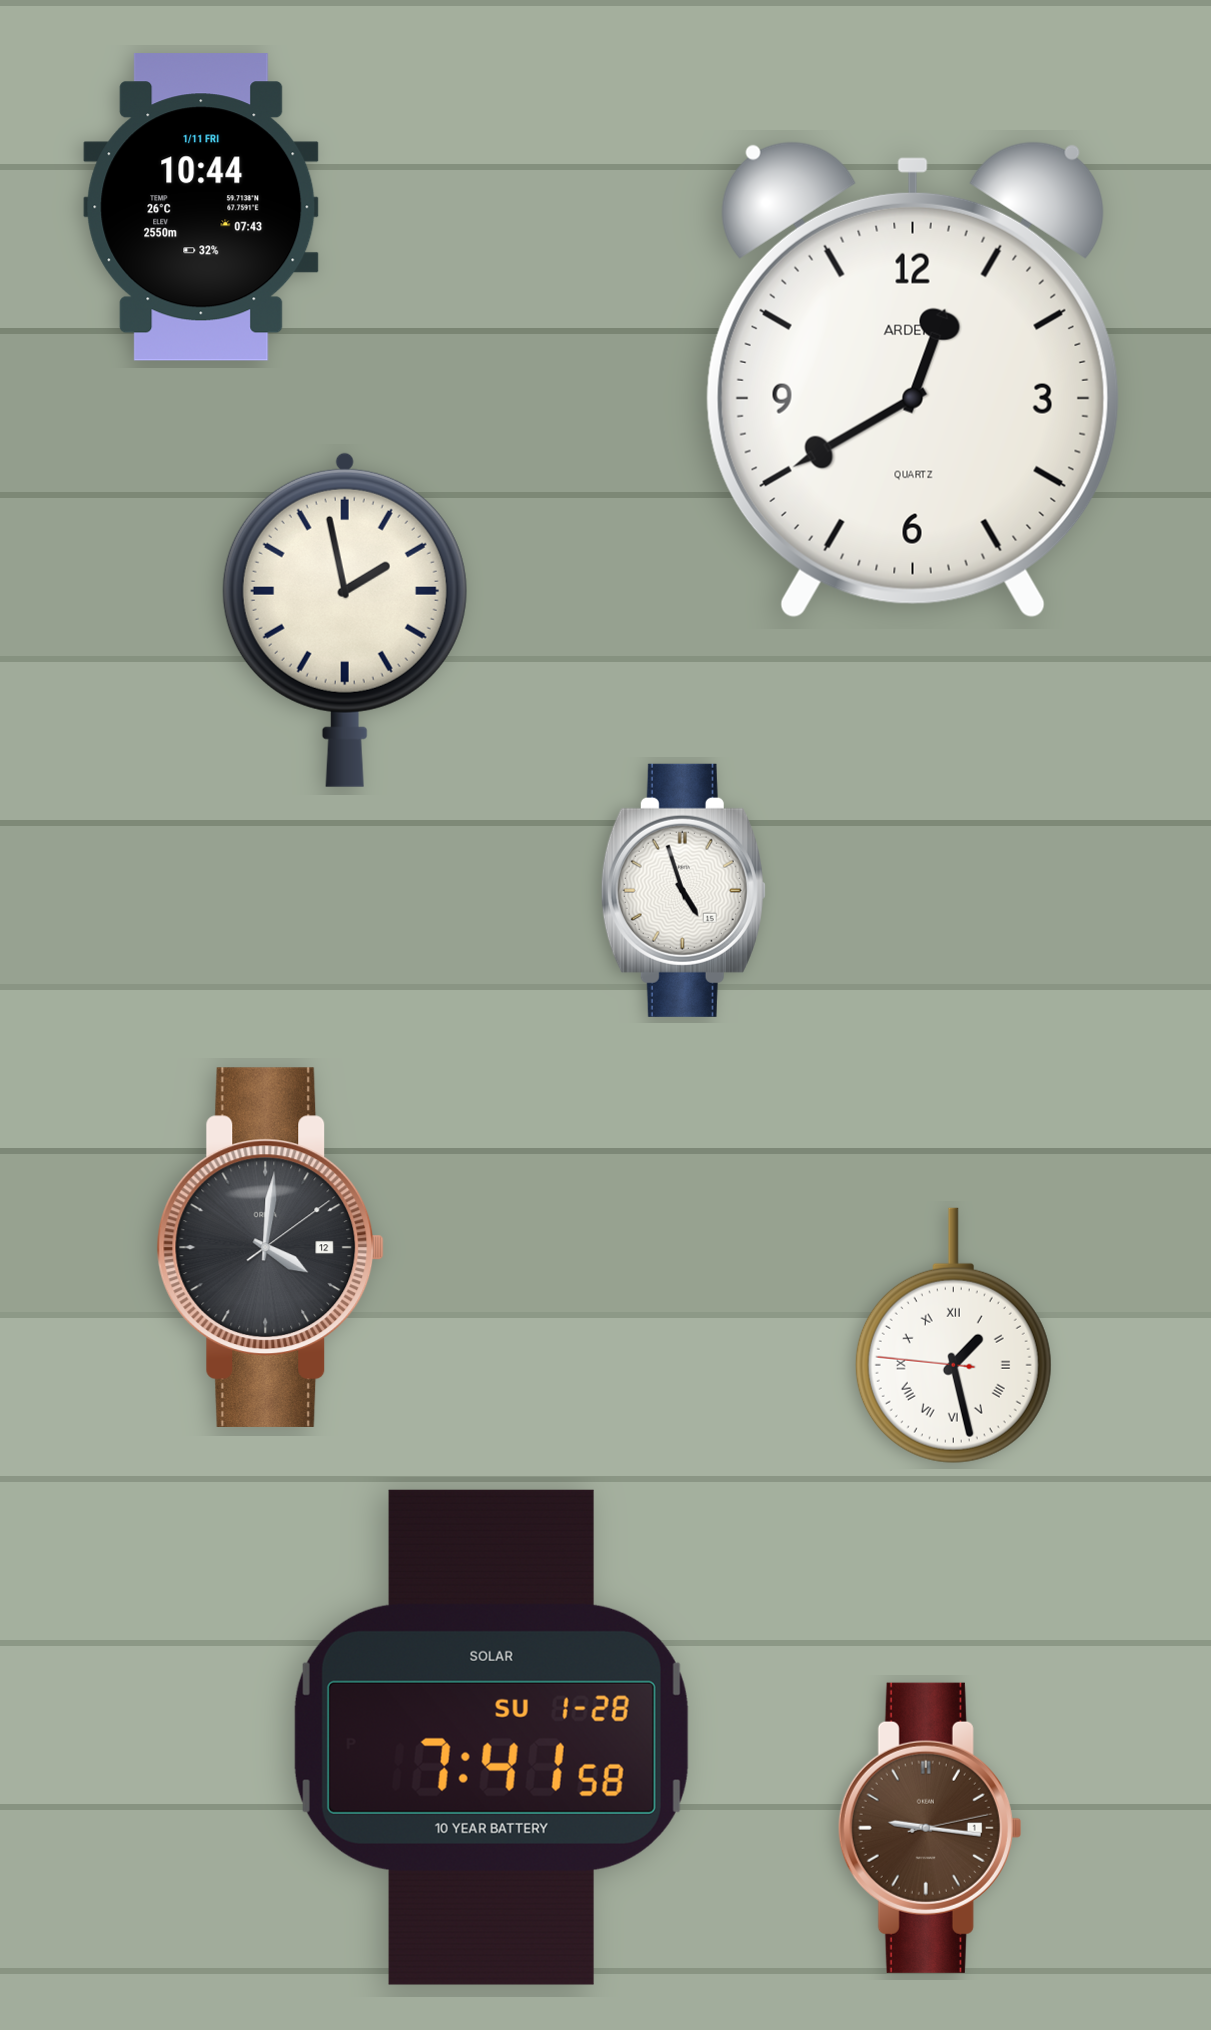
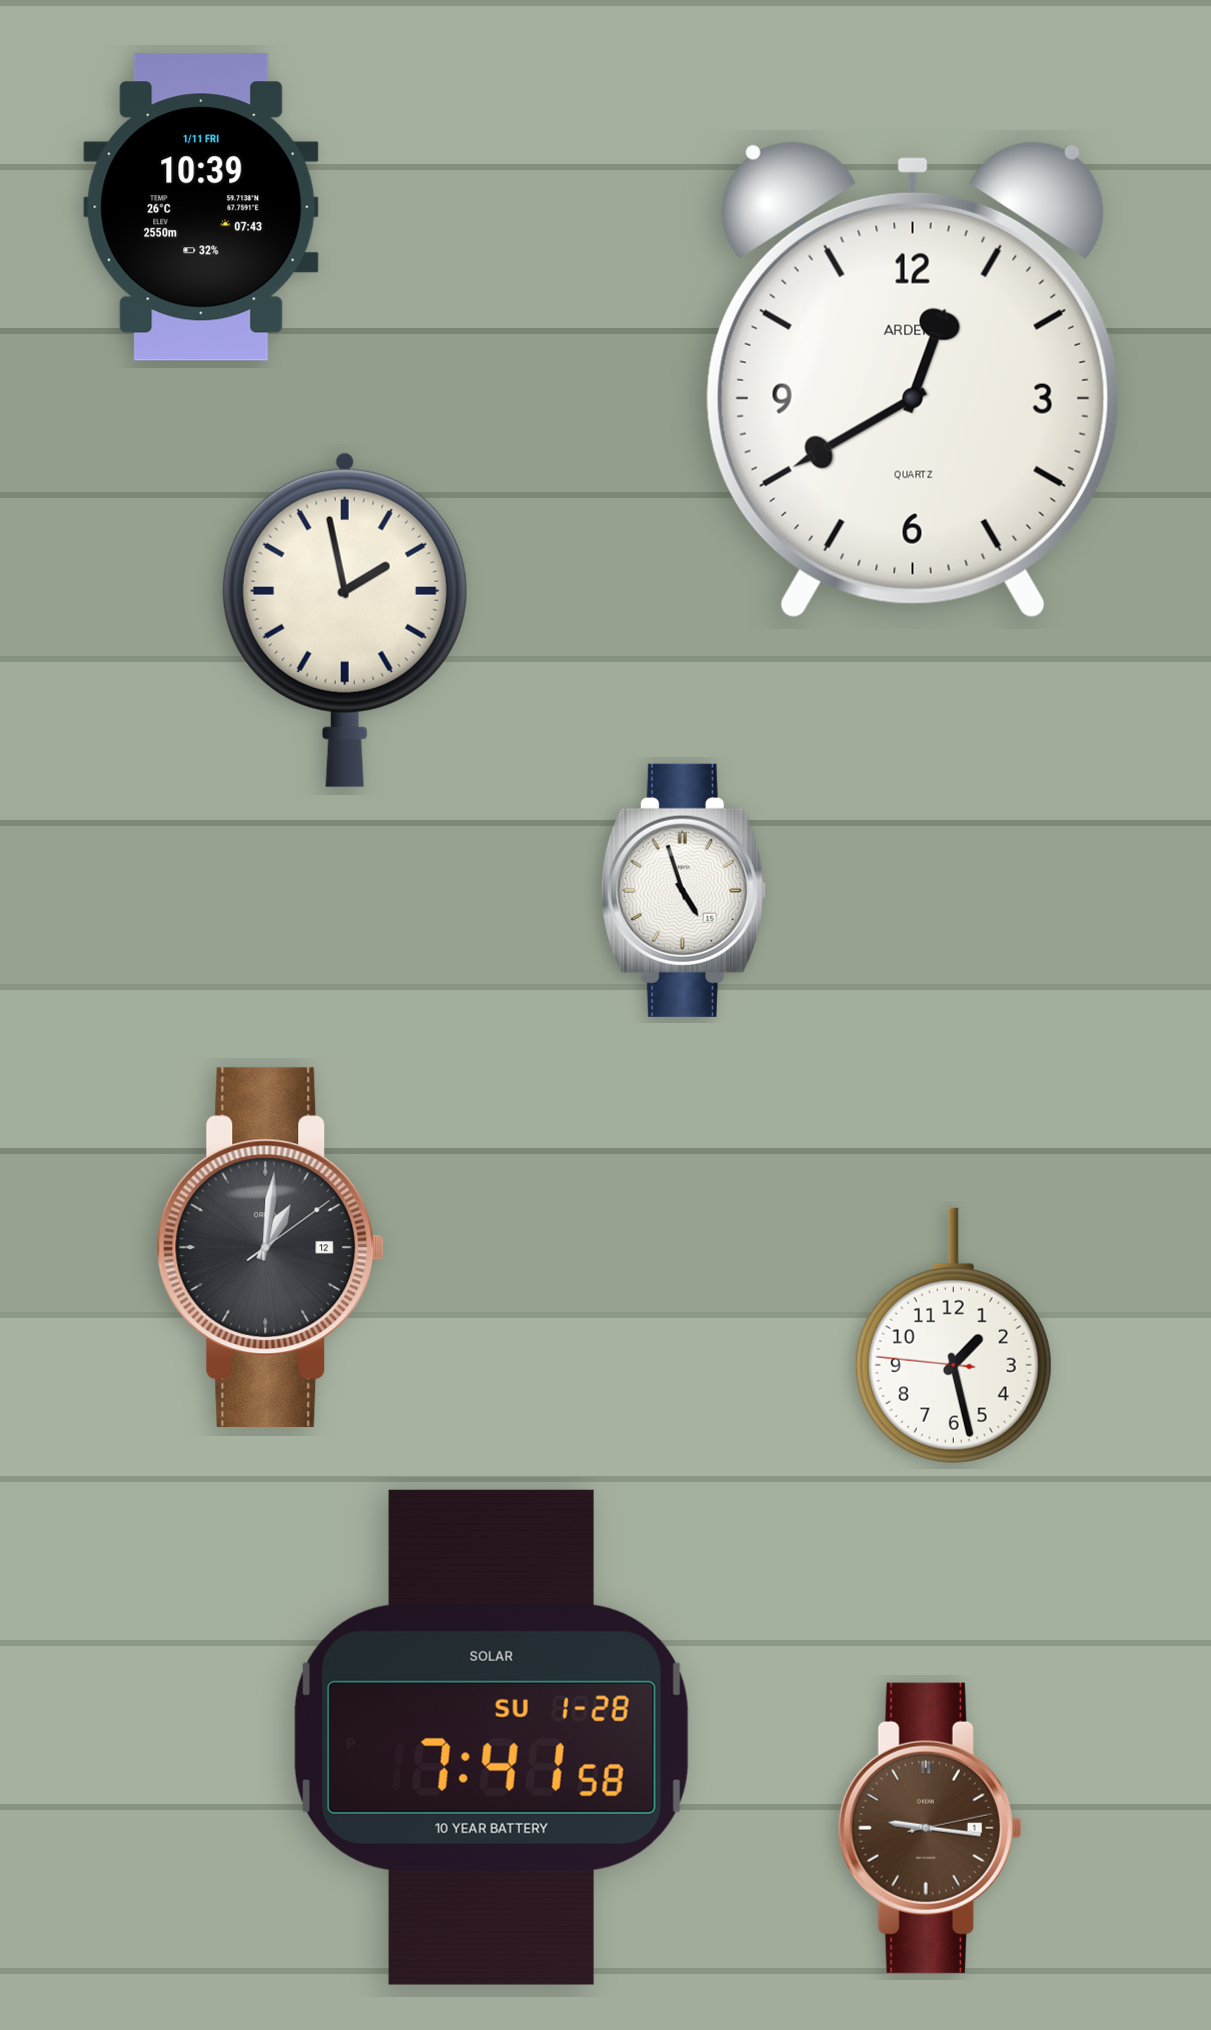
clock at (201, 207): 10:44 -> 10:39
clock at (271, 1247): 4:01 -> 1:01
clock at (953, 1336) numerals: Roman -> Arabic
